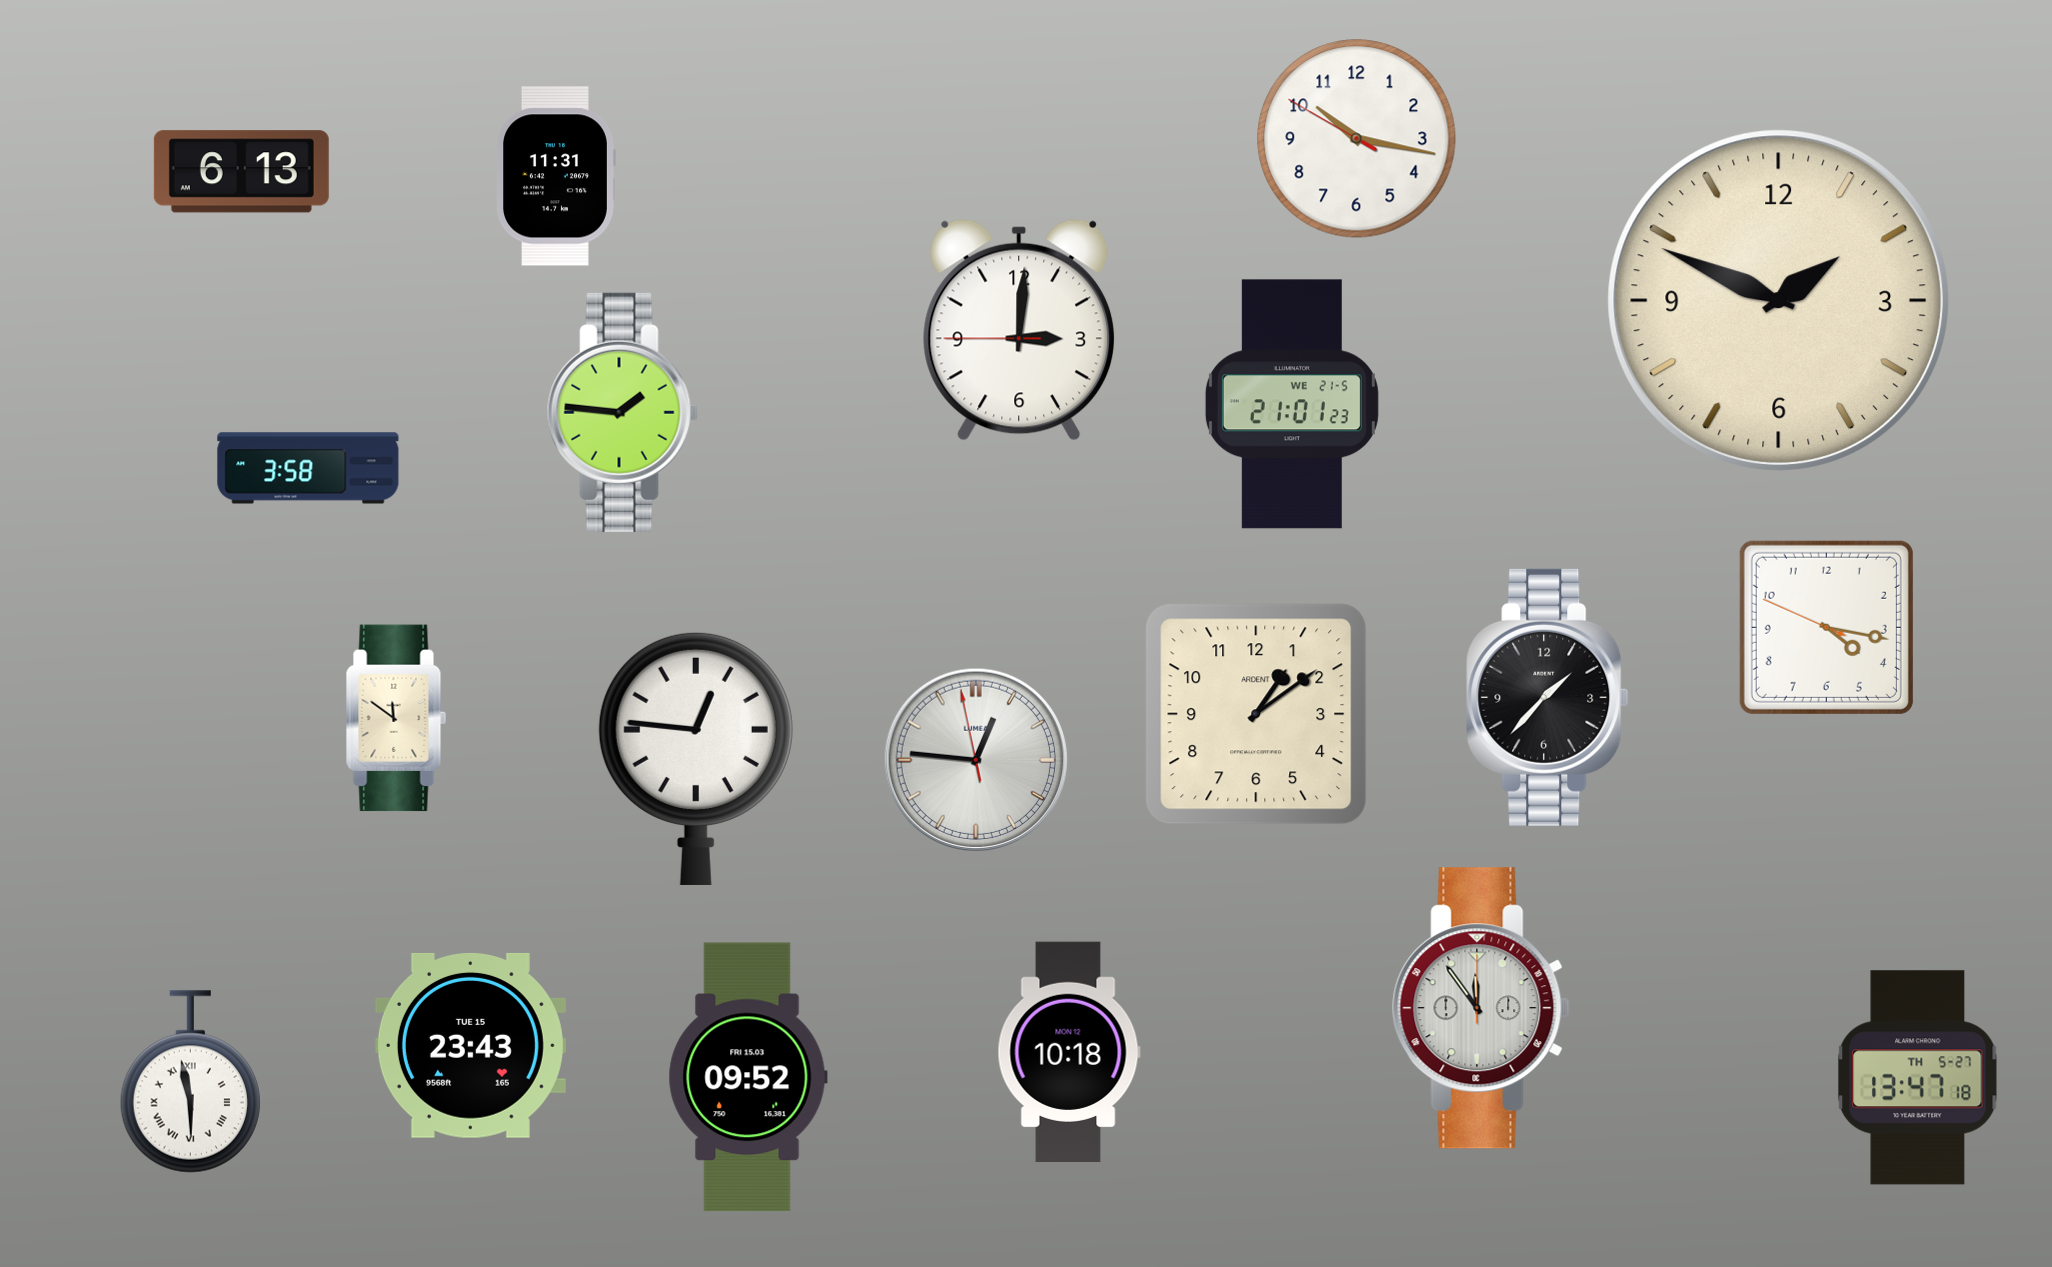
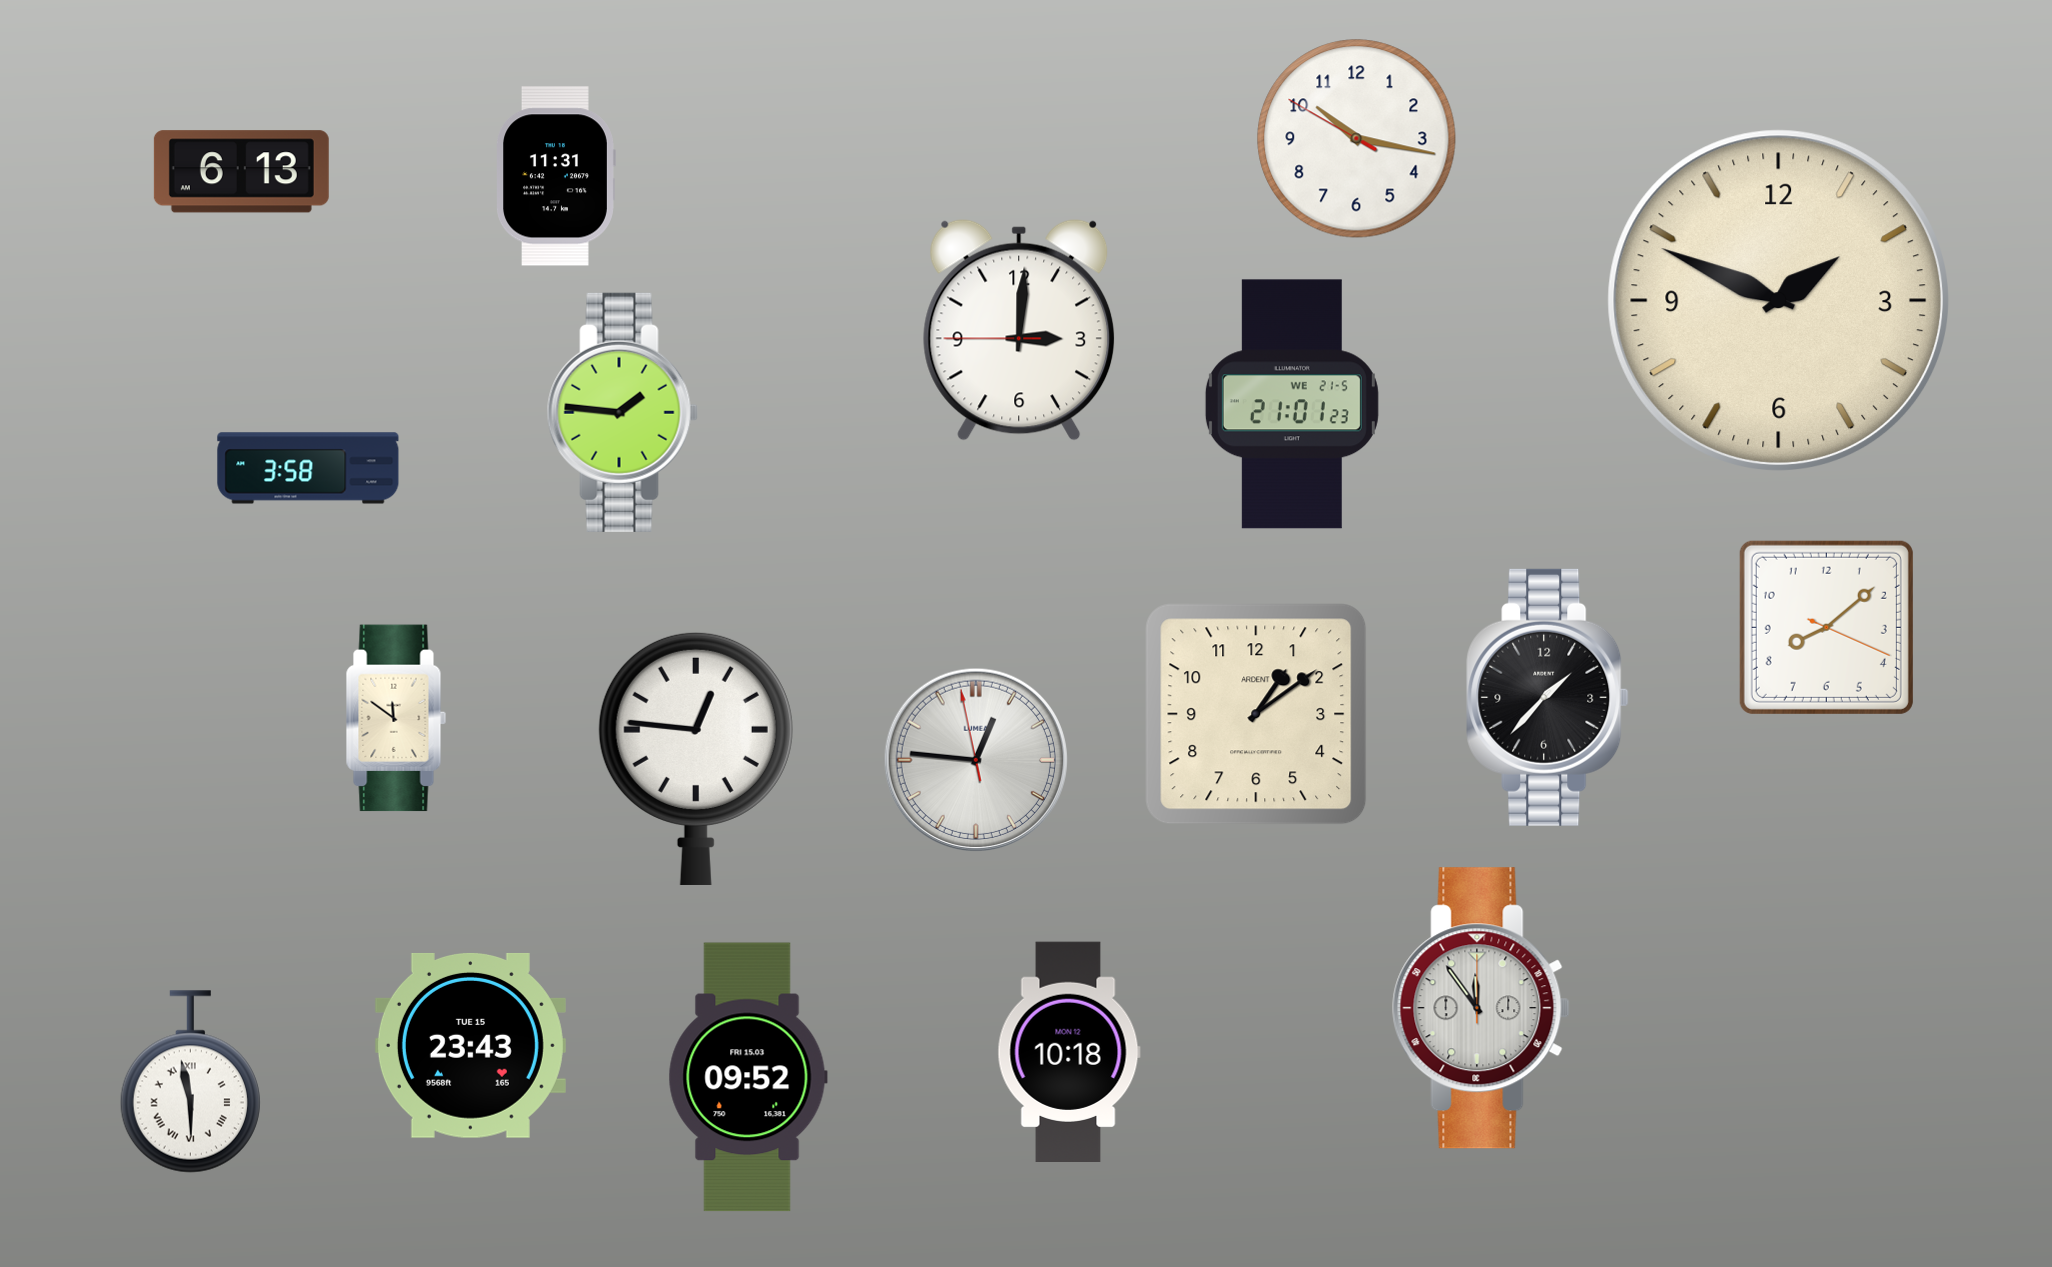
clock at (1826, 627): 4:16 -> 8:08
clock at (1918, 1078): 13:47 -> none
